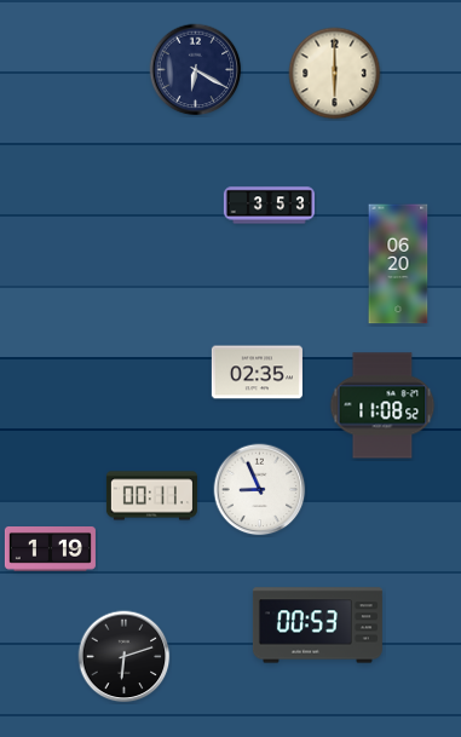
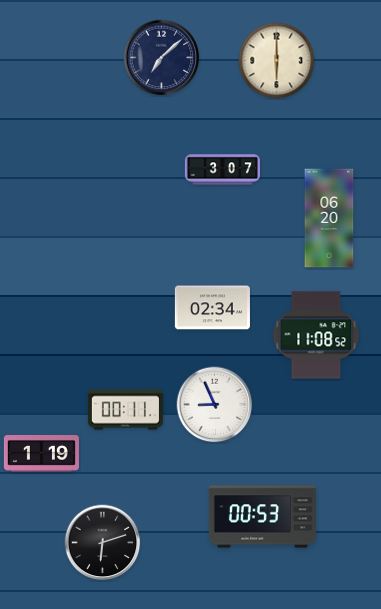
clock at (196, 70): 6:20 -> 7:08
clock at (269, 206): 3:53 -> 3:07
clock at (257, 373): 02:35 -> 02:34
